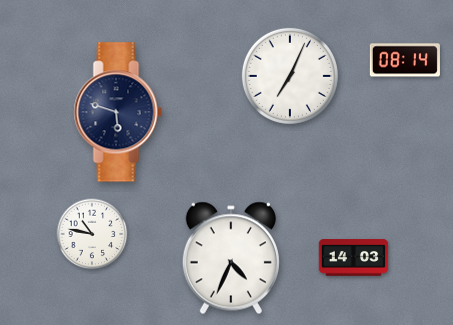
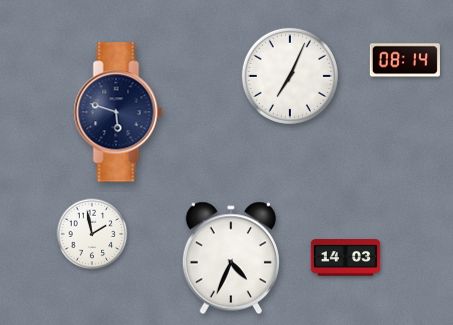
clock at (92, 234): 10:47 -> 1:58
clock at (354, 258) position: (354, 258) -> (346, 258)
